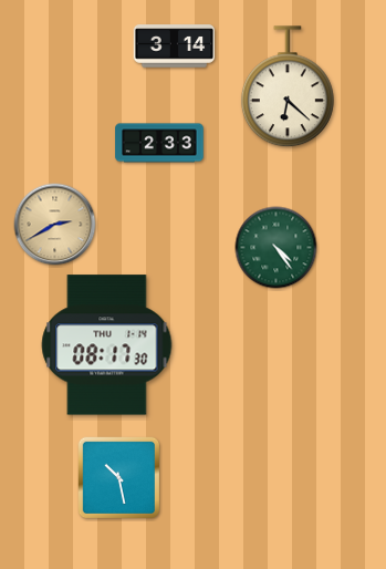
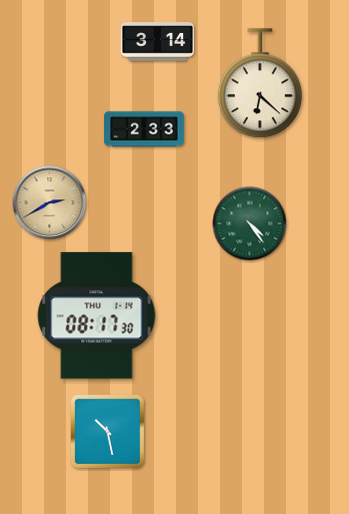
clock at (288, 87) position: (288, 87) -> (260, 84)
clock at (107, 345) position: (107, 345) -> (97, 316)
